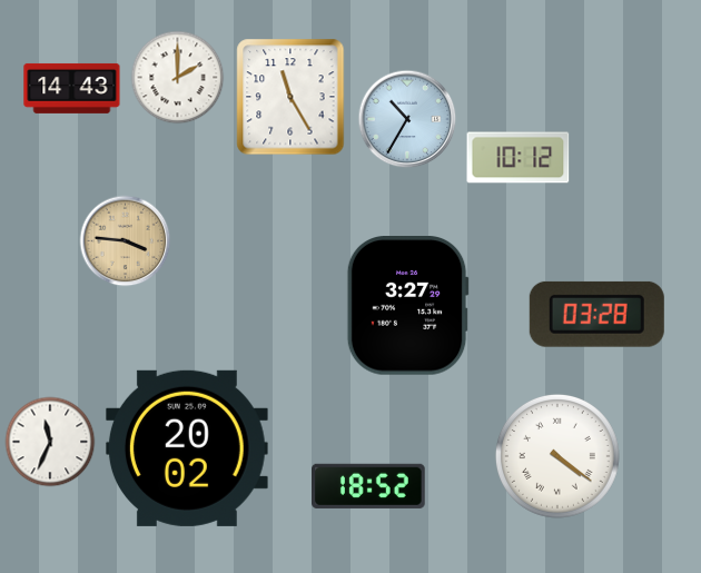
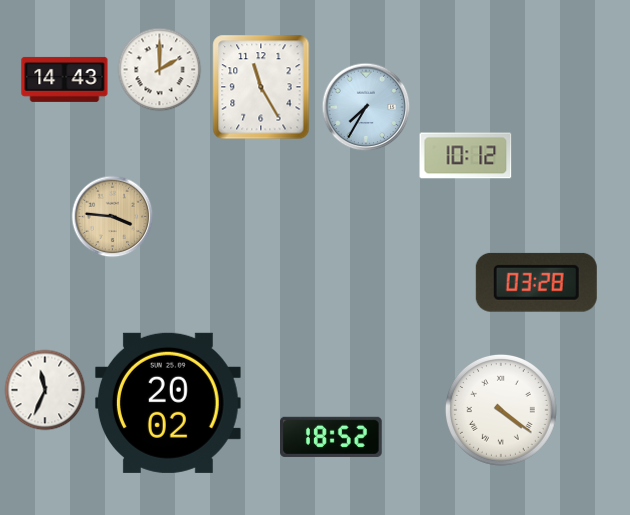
clock at (407, 119): 10:35 -> 7:35
clock at (519, 158) position: (519, 158) -> (466, 156)
clock at (407, 306): 3:27 -> none
clock at (50, 442) position: (50, 442) -> (45, 390)
